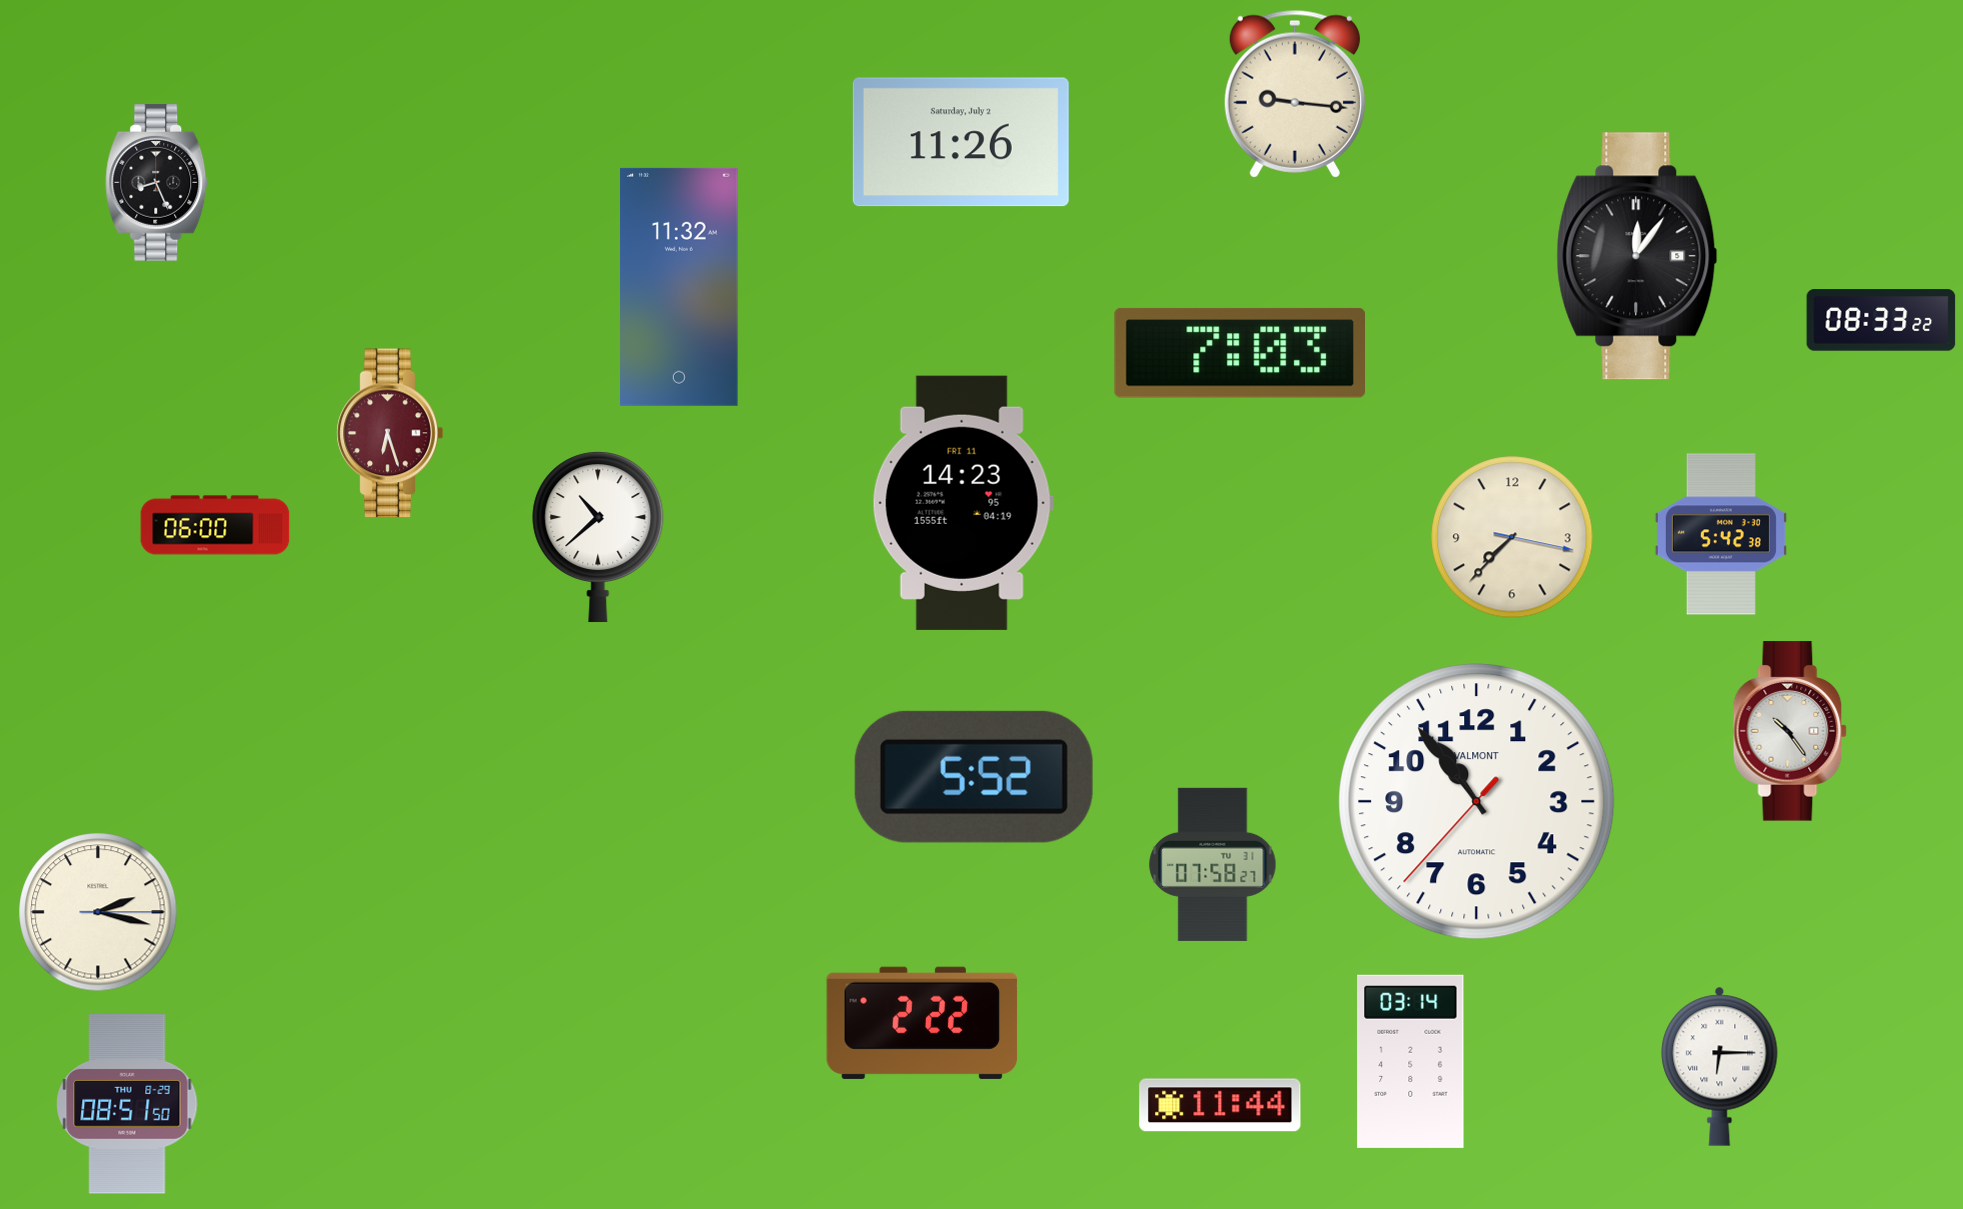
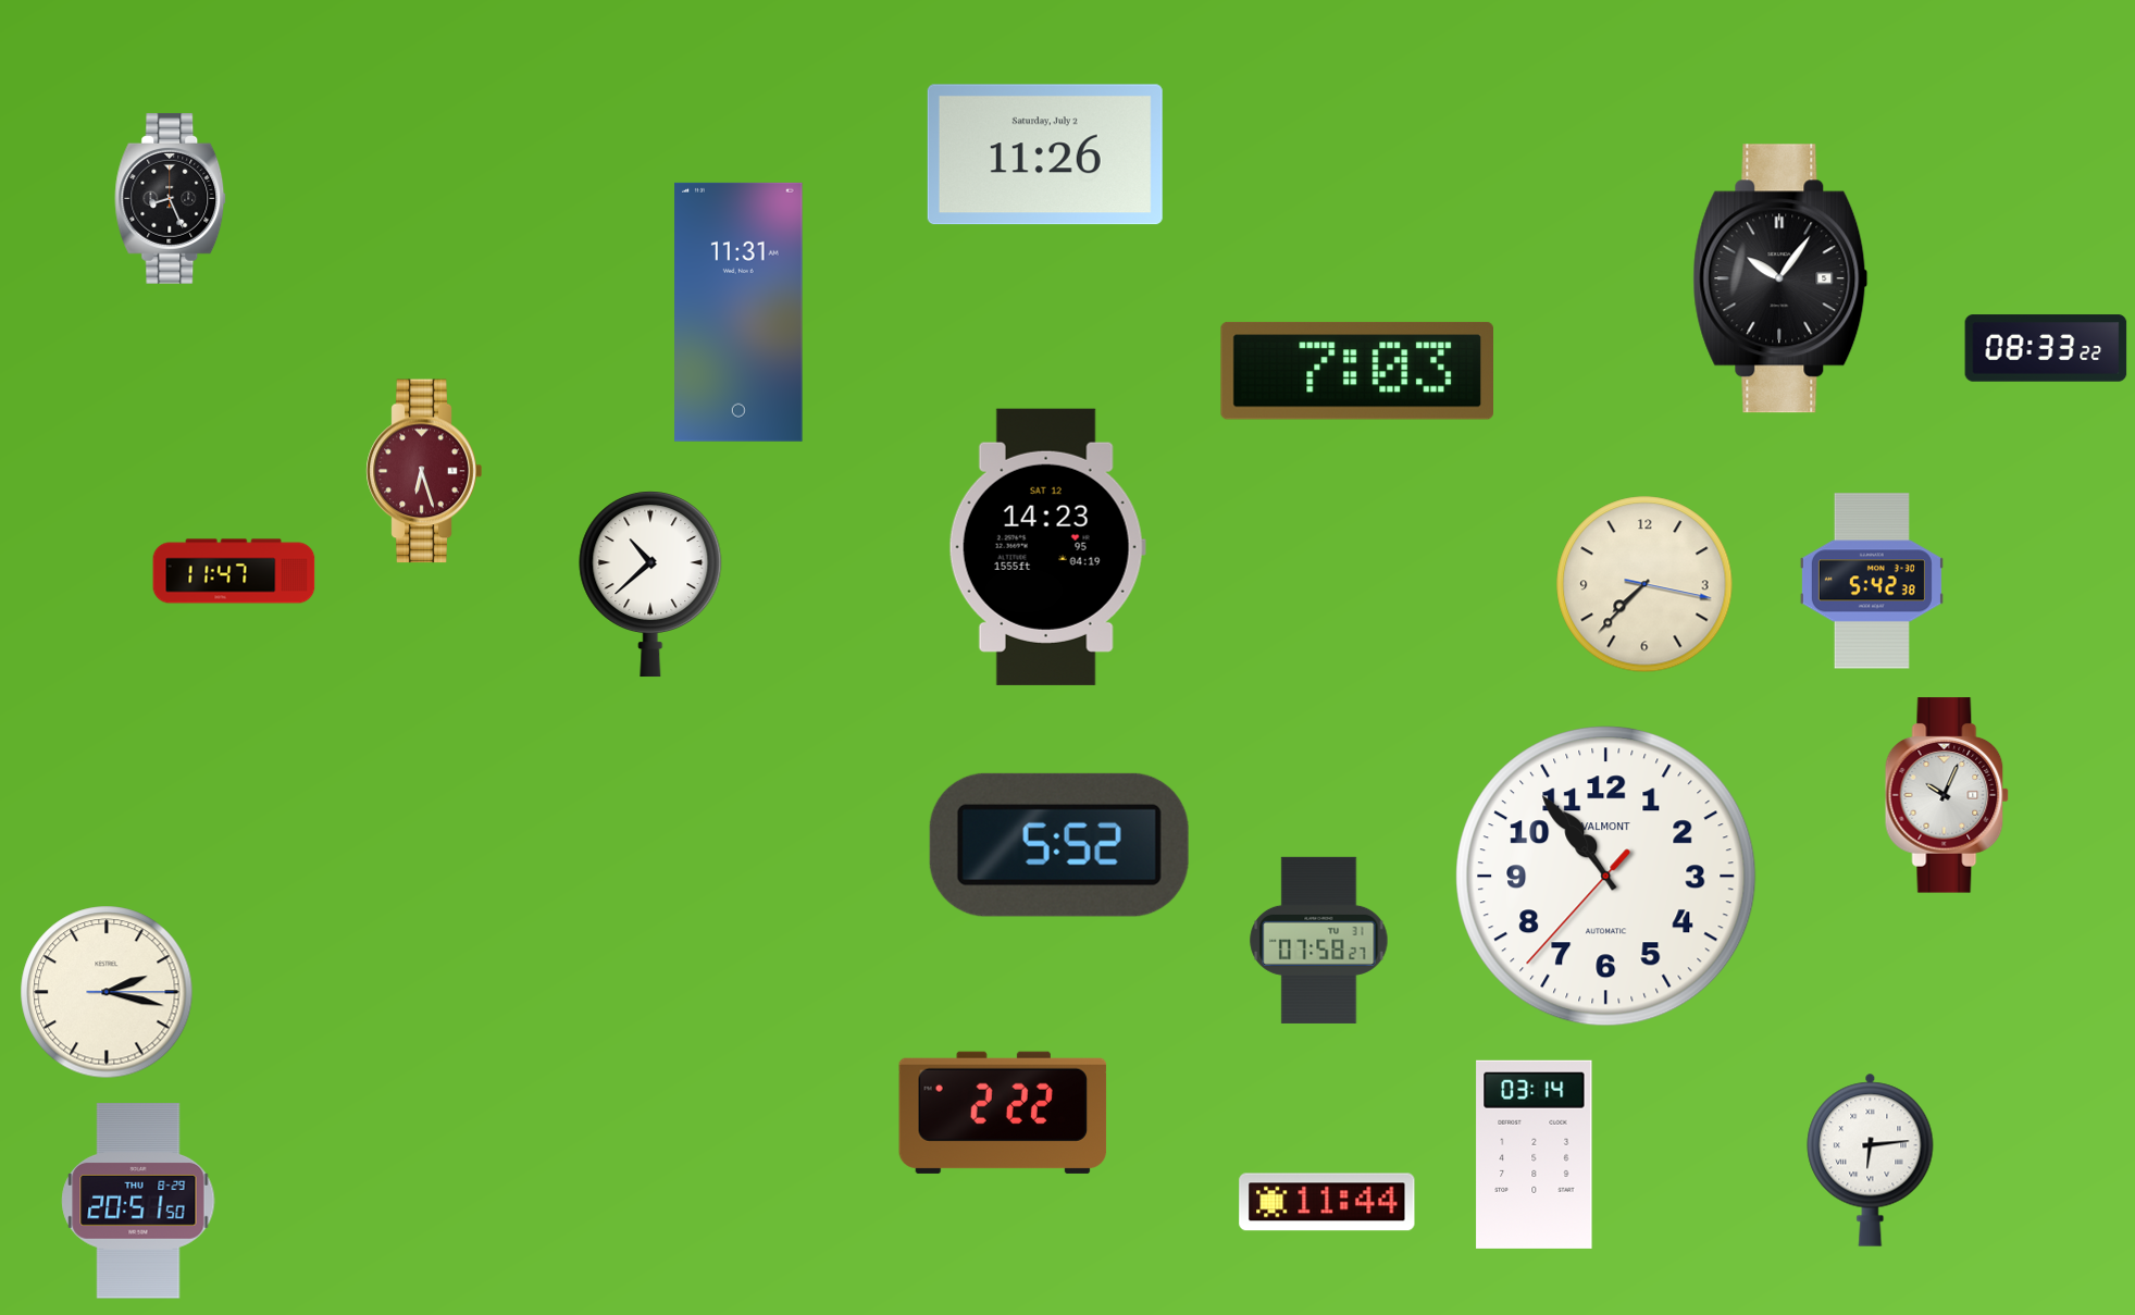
clock at (1295, 94): 9:16 -> none
clock at (1637, 256): 12:06 -> 10:06
clock at (679, 287): 11:32 -> 11:31
clock at (1240, 353) position: (1240, 353) -> (1357, 371)
clock at (963, 503) date: FRI 11 -> SAT 12
clock at (215, 525): 06:00 -> 11:47
clock at (1790, 731): 10:24 -> 10:04
clock at (1477, 802) position: (1477, 802) -> (1606, 877)
clock at (1720, 1066): 6:15 -> 6:14
clock at (127, 1104): 08:51 -> 20:51
